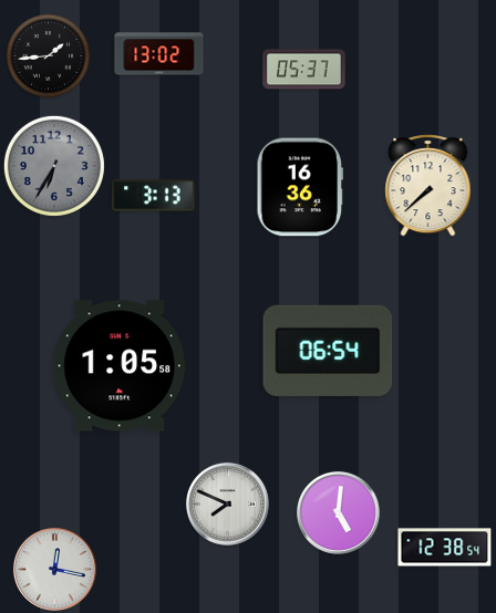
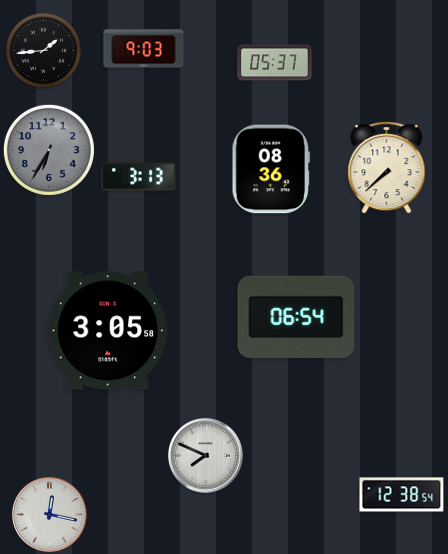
clock at (159, 54): 13:02 -> 9:03
clock at (300, 187): 16:36 -> 08:36
clock at (120, 366): 1:05 -> 3:05
clock at (338, 512): 5:01 -> none
